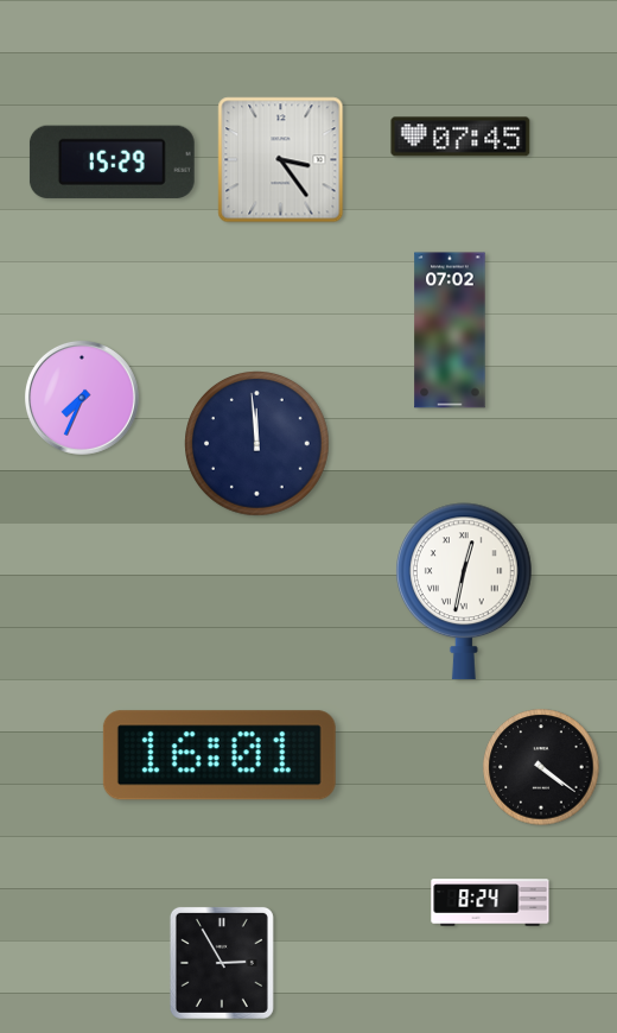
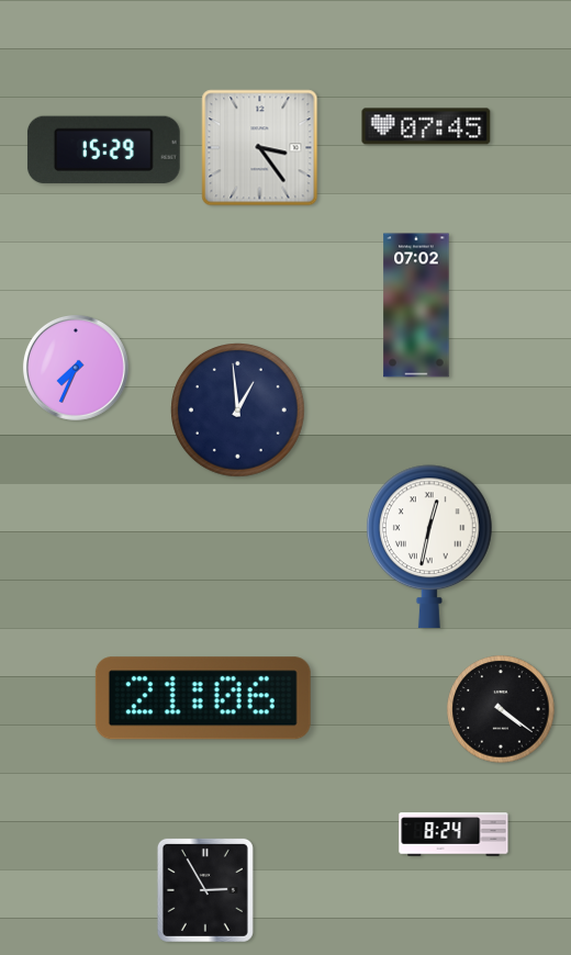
clock at (257, 444): 11:59 -> 12:59
clock at (220, 755): 16:01 -> 21:06
